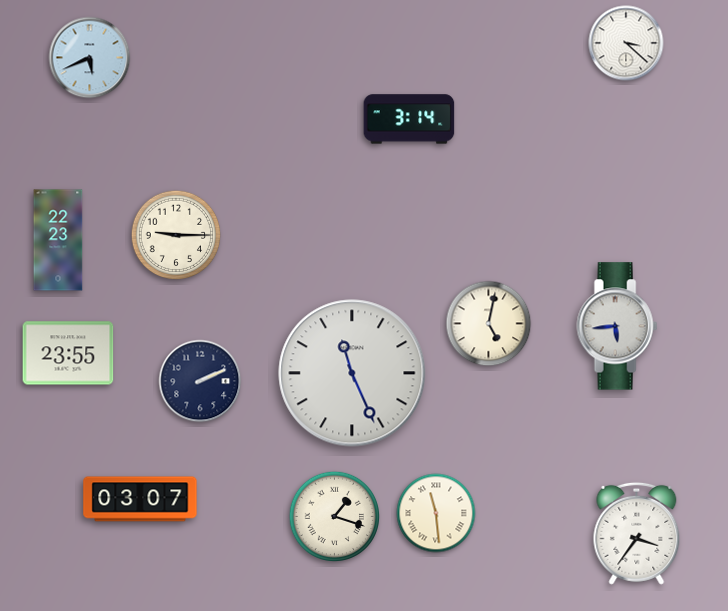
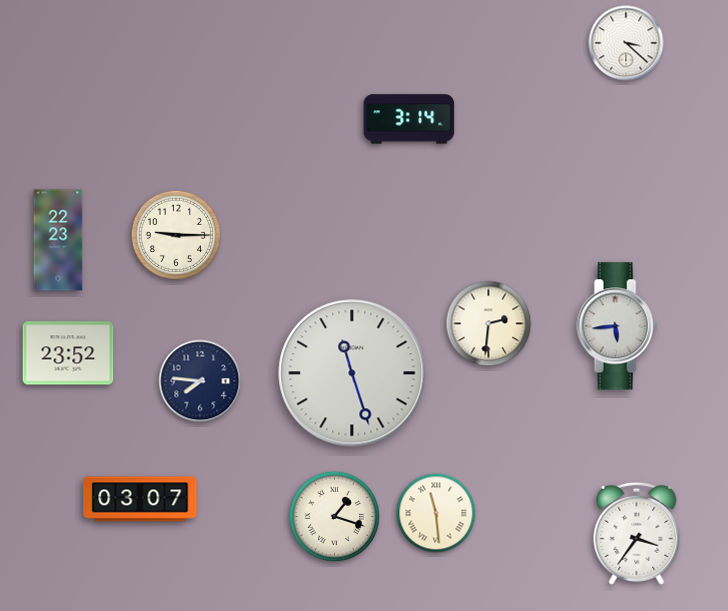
clock at (90, 58): 5:41 -> none
clock at (489, 324): 5:02 -> 2:31
clock at (68, 353): 23:55 -> 23:52
clock at (352, 373): 11:26 -> 11:27
clock at (200, 381): 2:11 -> 7:46
